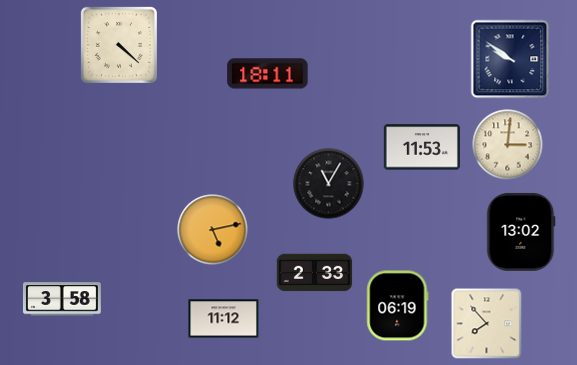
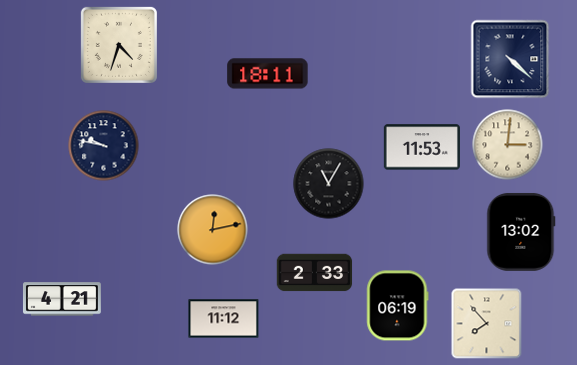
clock at (119, 45): 4:22 -> 4:33
clock at (510, 59): 9:51 -> 4:22
clock at (104, 146): none -> 9:47
clock at (213, 230): 5:13 -> 12:13
clock at (62, 299): 3:58 -> 4:21
